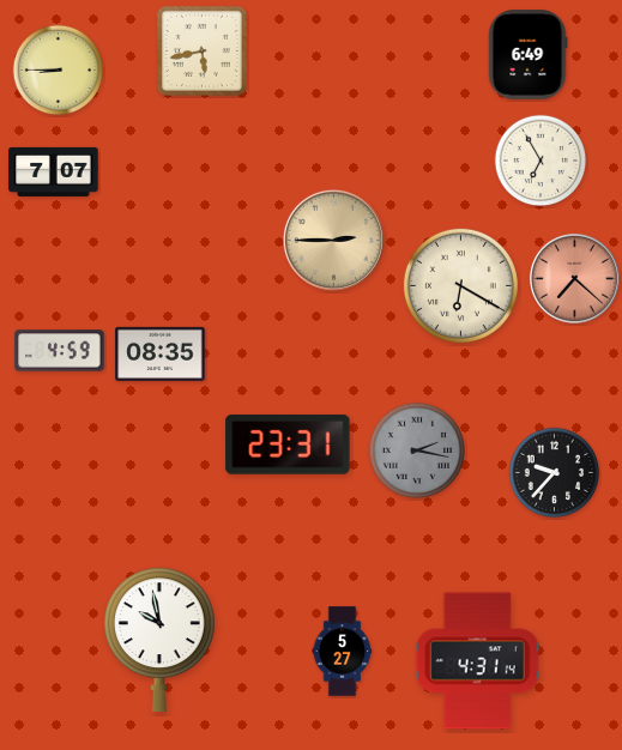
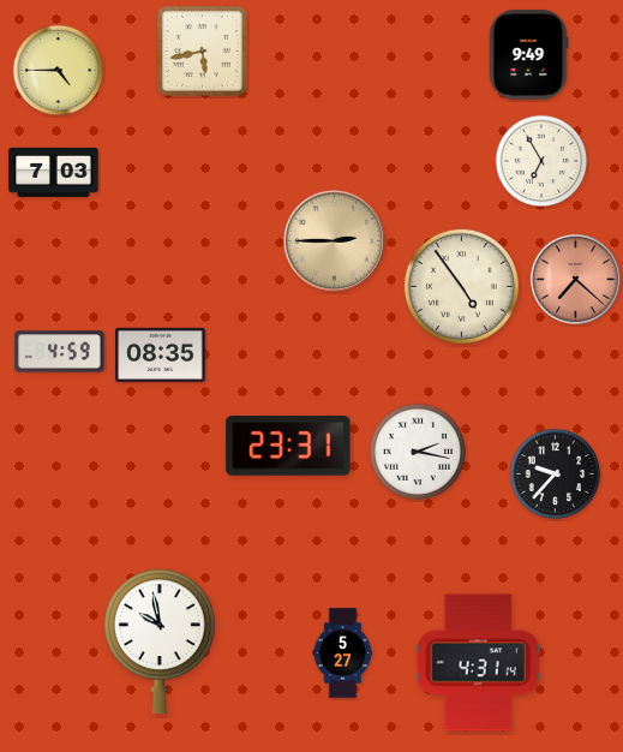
clock at (527, 55): 6:49 -> 9:49
clock at (59, 71): 8:45 -> 4:45
clock at (54, 171): 7:07 -> 7:03
clock at (460, 285): 6:20 -> 4:54
clock at (416, 449) dial: grey -> white
